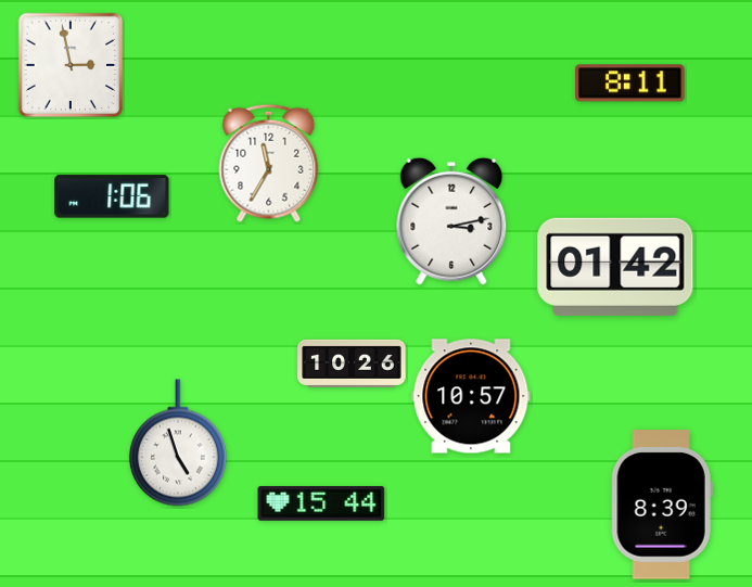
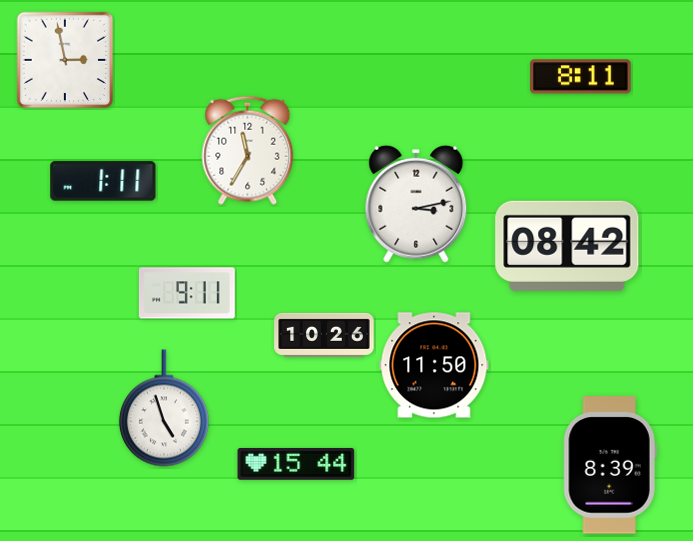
clock at (112, 196): 1:06 -> 1:11
clock at (615, 267): 01:42 -> 08:42
clock at (187, 293): none -> 9:11
clock at (471, 396): 10:57 -> 11:50
